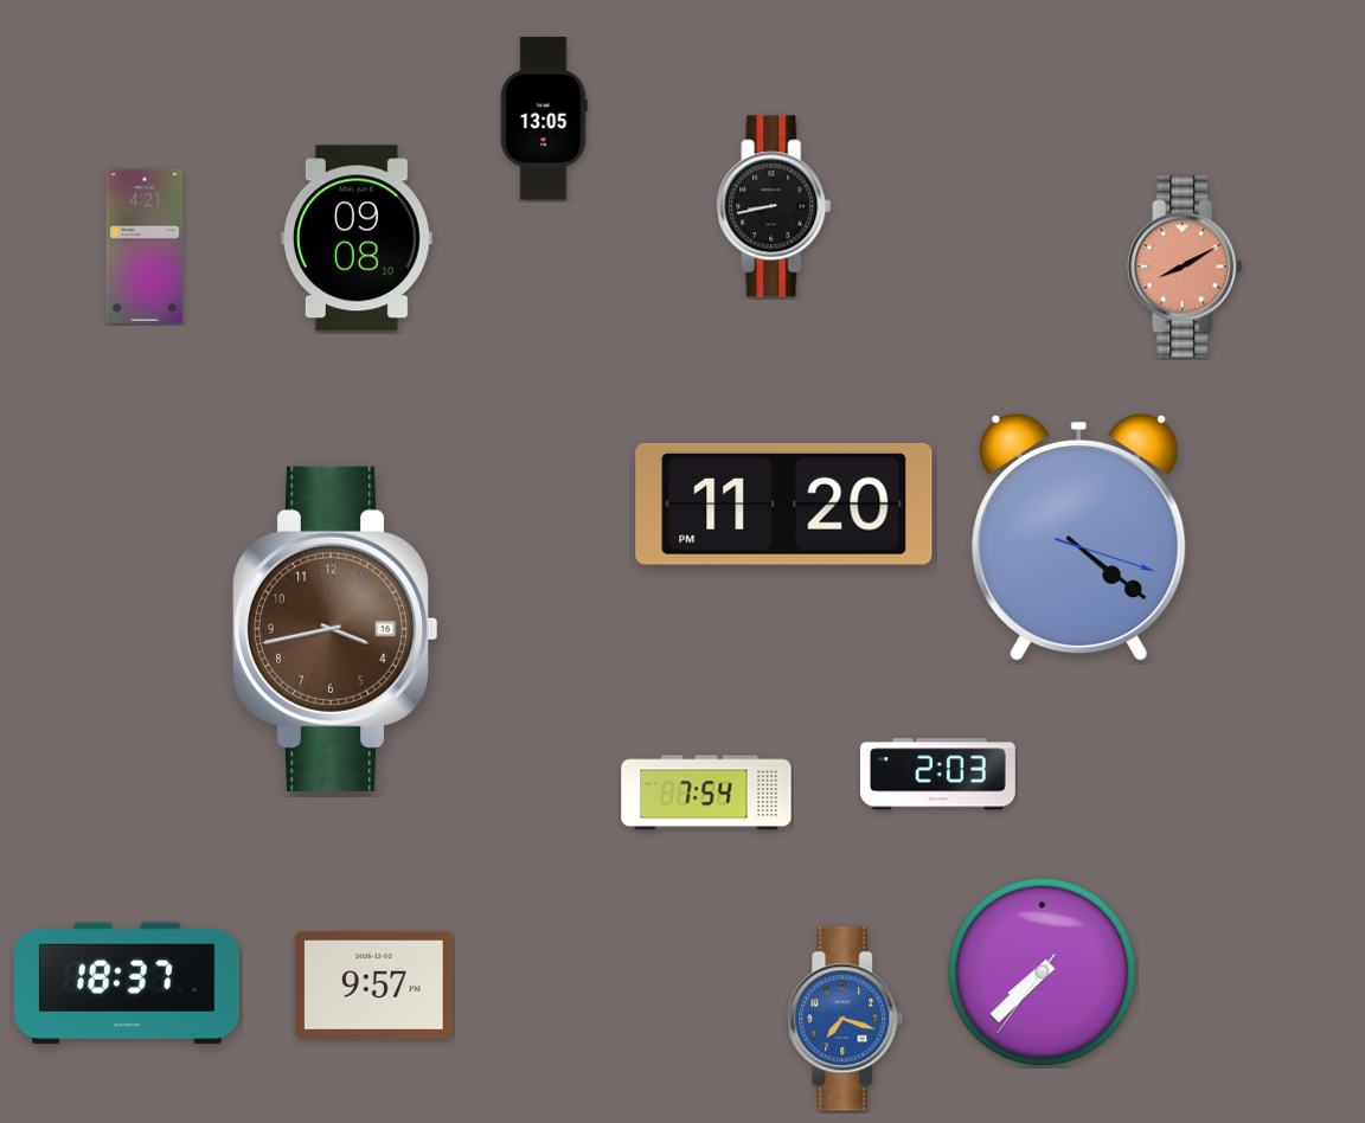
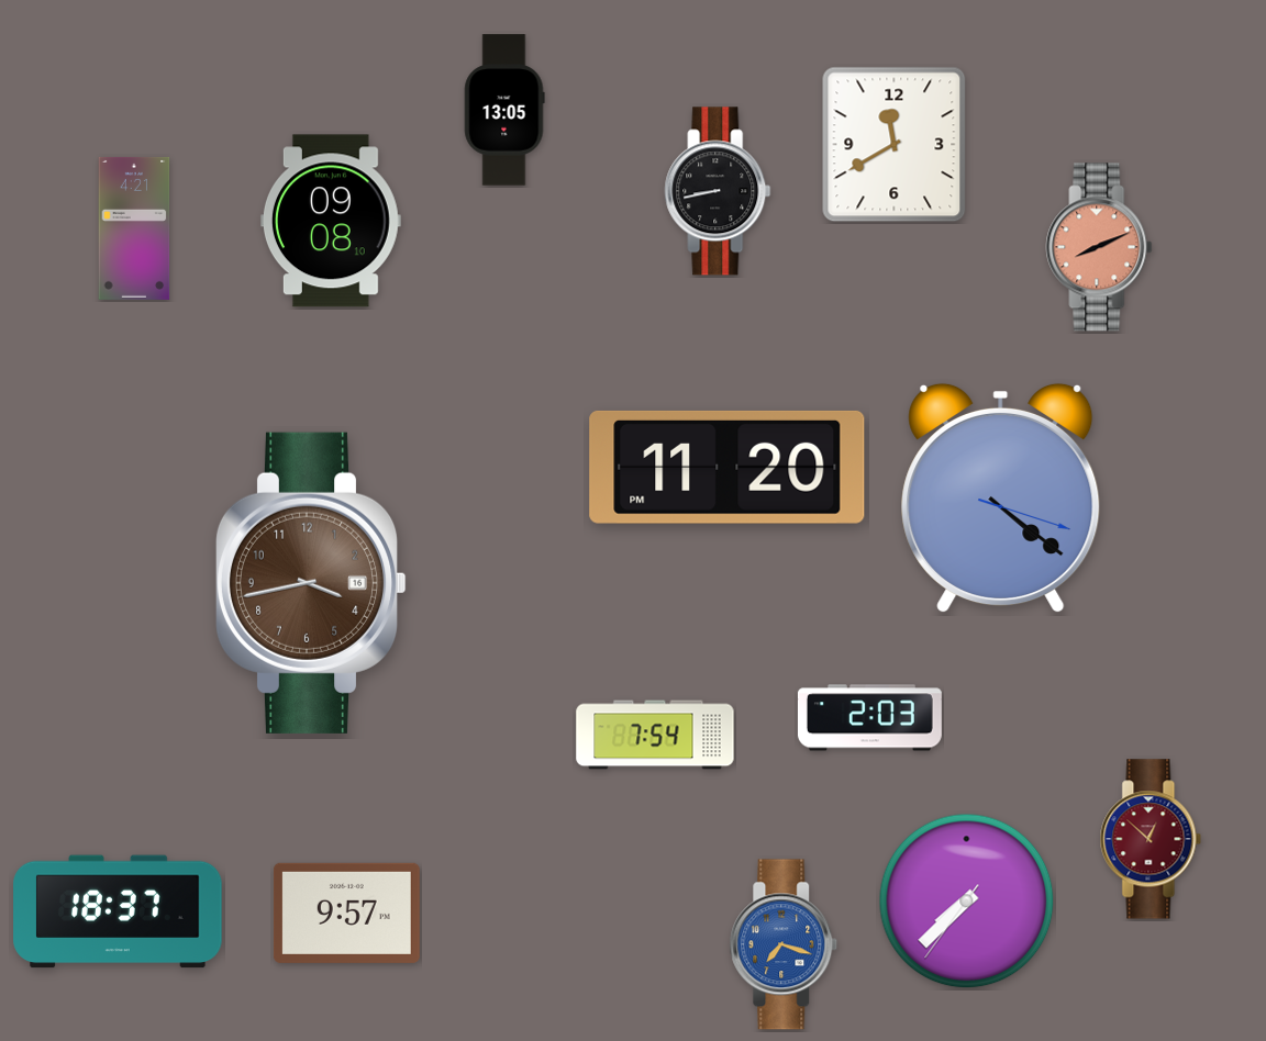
clock at (895, 145): none -> 11:40
clock at (1185, 267): 8:10 -> 8:11
clock at (1151, 839): none -> 12:52
